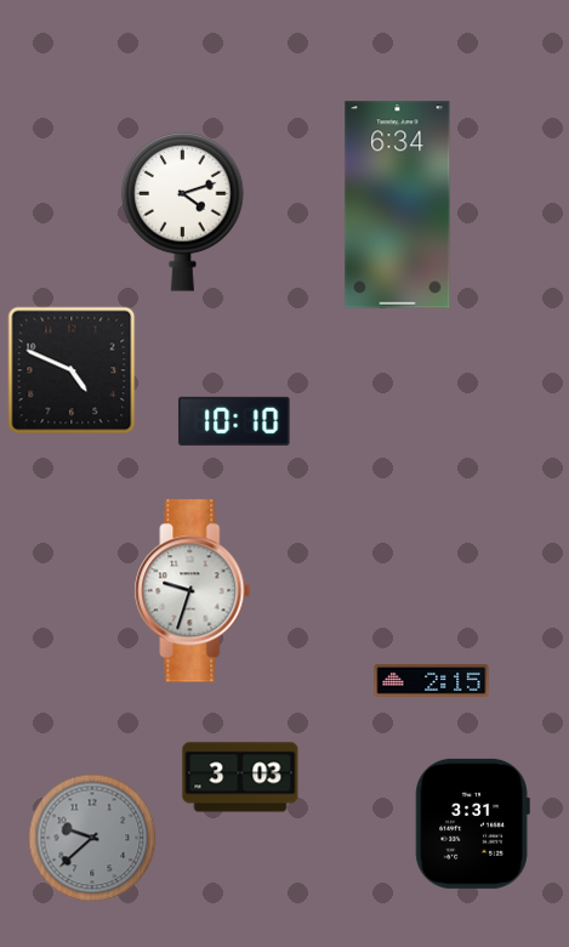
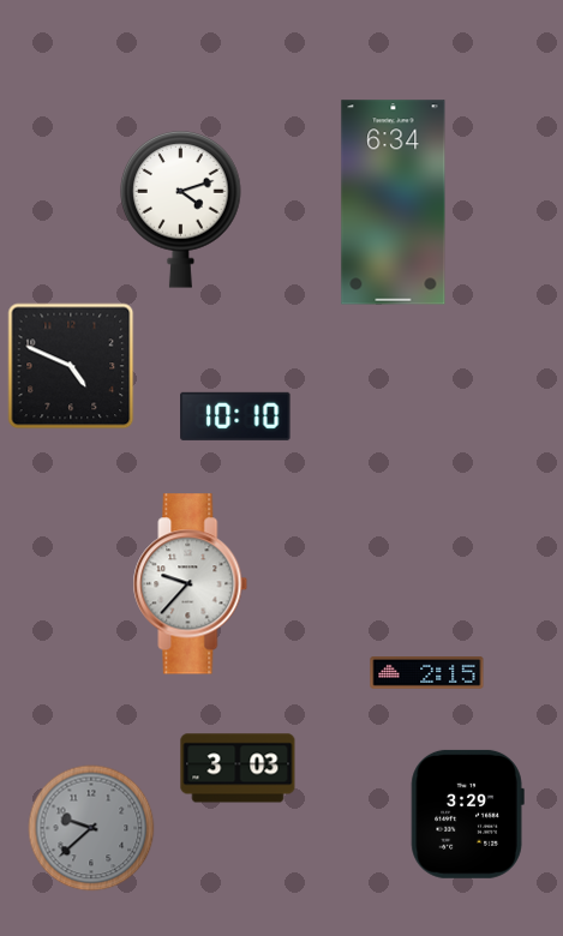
clock at (234, 421) position: (234, 421) -> (235, 416)
clock at (193, 591): 9:33 -> 9:37
clock at (472, 823): 3:31 -> 3:29
